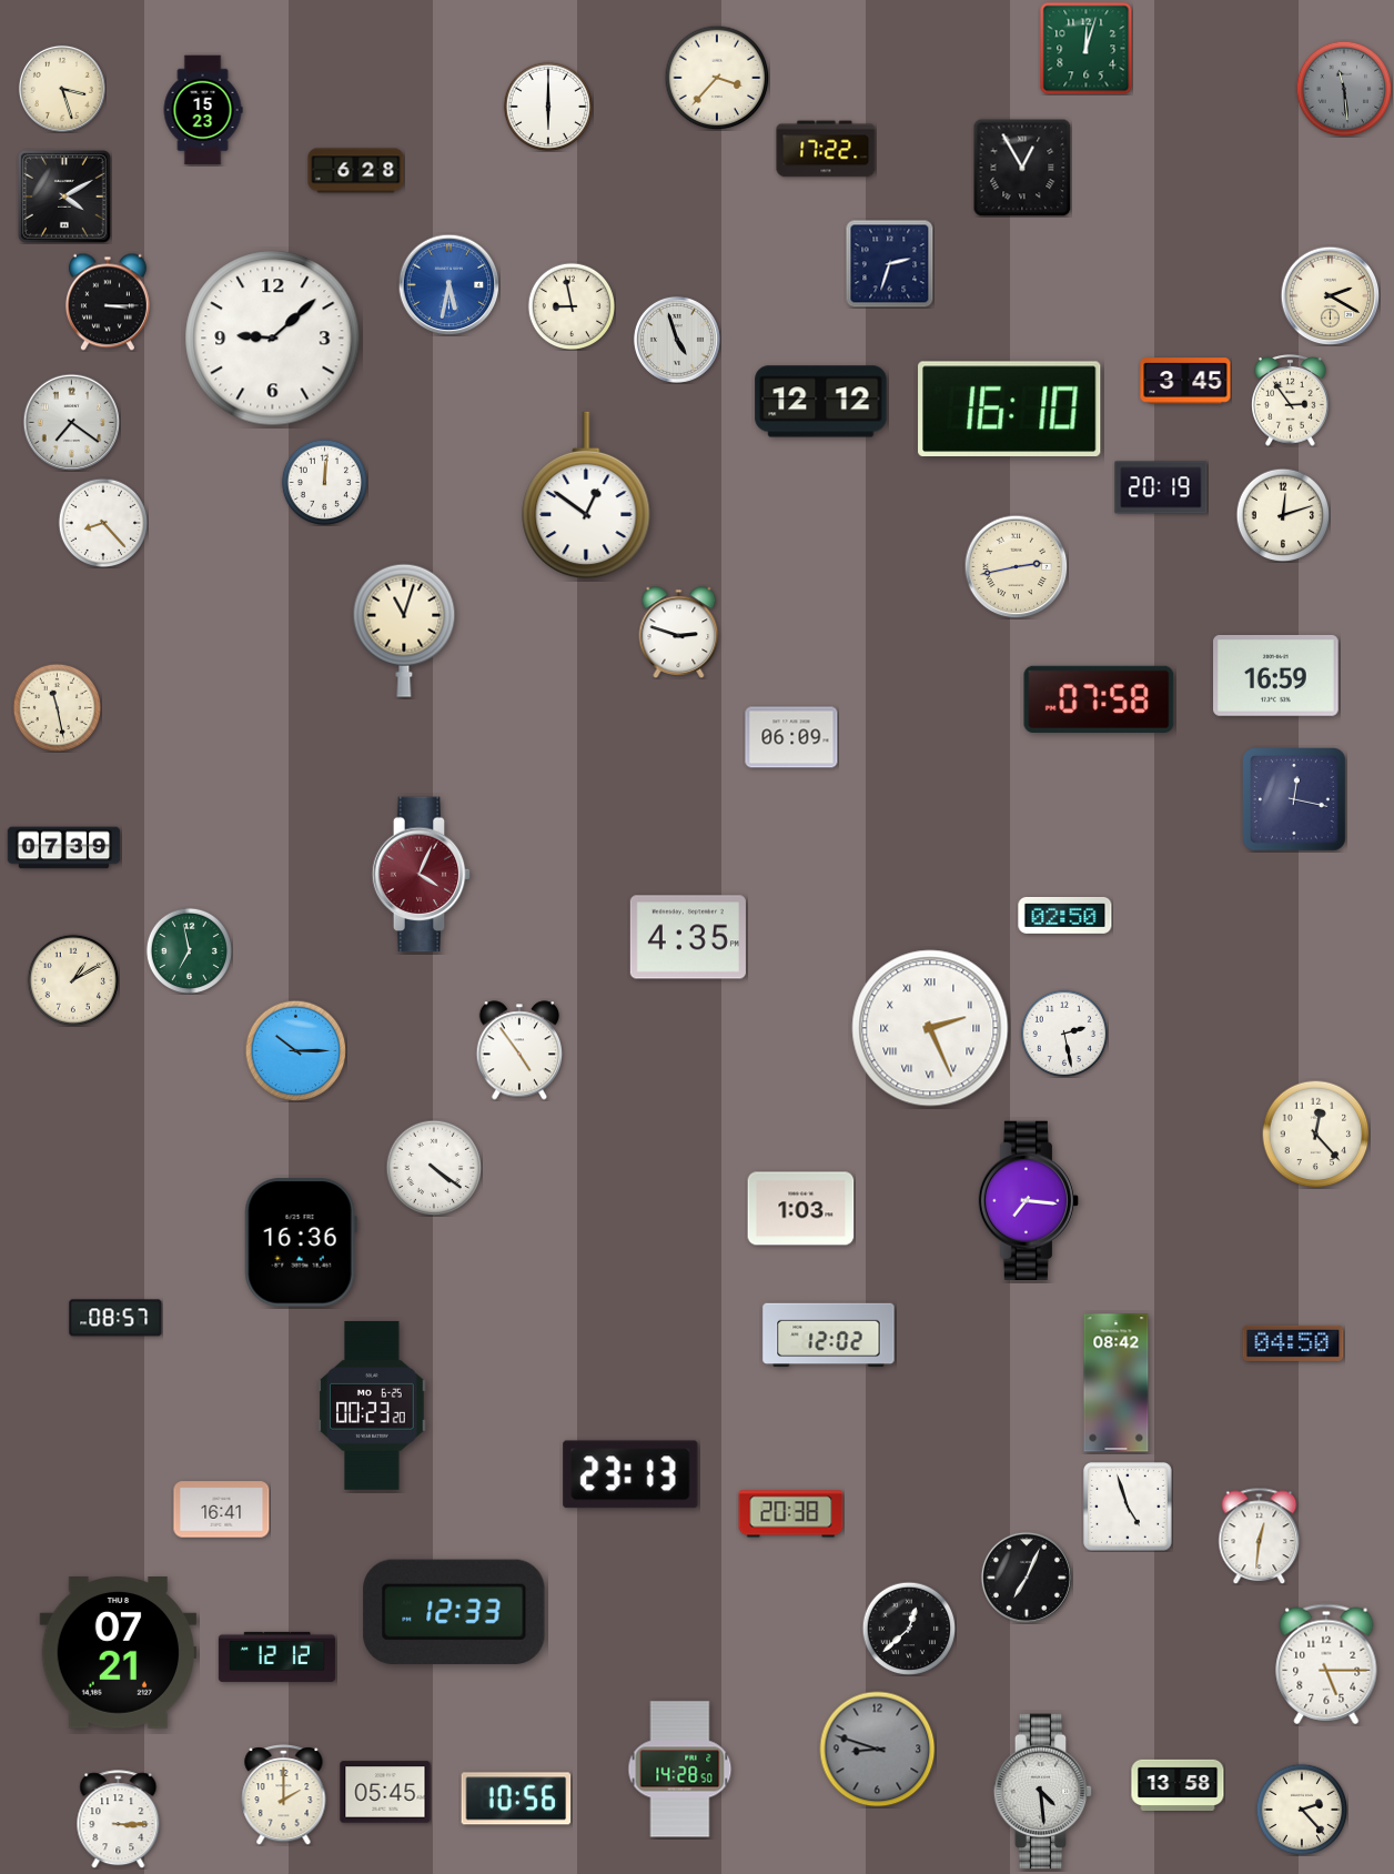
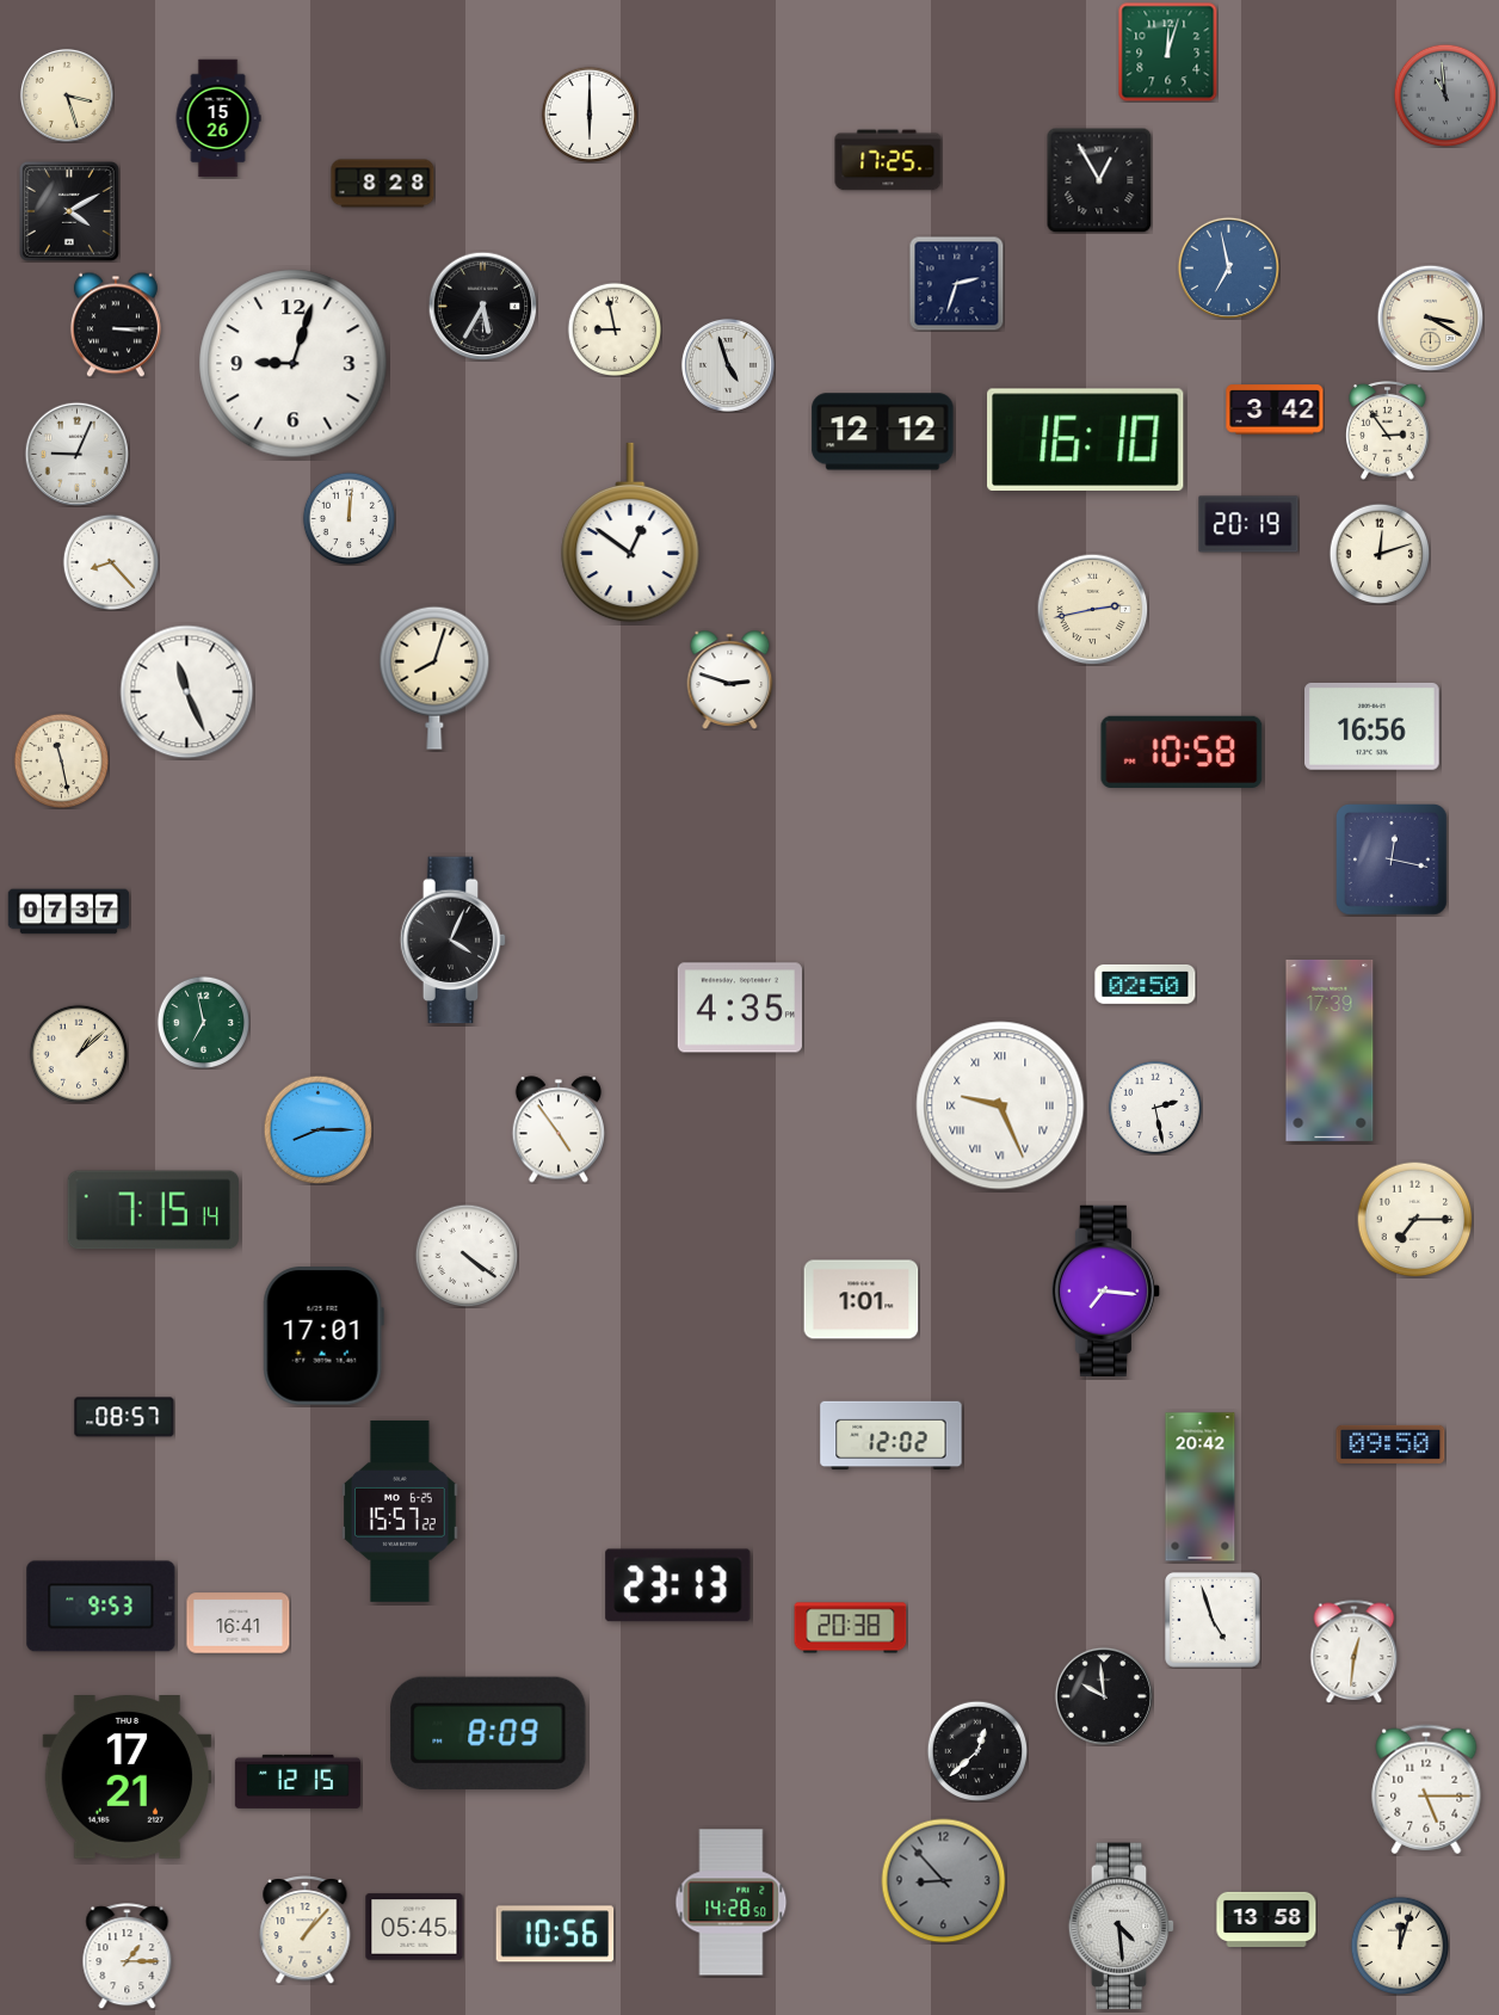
clock at (717, 78): 3:37 -> none
clock at (1344, 89): 11:29 -> 10:59
clock at (203, 110): 15:23 -> 15:26
clock at (826, 149): 17:22 -> 17:25
clock at (356, 171): 6:28 -> 8:28
clock at (1228, 267): none -> 6:58
clock at (448, 284): 5:32 -> 5:35
clock at (448, 284) dial: blue -> black
clock at (1330, 295): 2:20 -> 3:20
clock at (273, 339): 9:08 -> 9:03
clock at (1185, 381): 3:45 -> 3:42
clock at (71, 422): 7:21 -> 9:04
clock at (404, 631): 11:03 -> 8:03
clock at (187, 692): none -> 11:26
clock at (1276, 675): 16:59 -> 16:56
clock at (1099, 699): 07:58 -> 10:58
clock at (791, 737): 06:09 -> none
clock at (64, 848): 07:39 -> 07:37
clock at (422, 875) dial: burgundy -> black
clock at (1330, 1050): none -> 17:39
clock at (73, 980): 1:10 -> 1:08
clock at (930, 1028): 2:26 -> 9:26
clock at (1063, 1032) position: (1063, 1032) -> (1154, 1107)
clock at (295, 1050): 10:15 -> 8:15
clock at (153, 1210): none -> 7:15
clock at (1315, 1134): 12:23 -> 7:15
clock at (801, 1209): 1:03 -> 1:01
clock at (301, 1242): 16:36 -> 17:01
clock at (1293, 1343): 04:50 -> 09:50
clock at (1117, 1383): 08:42 -> 20:42
clock at (372, 1405): 00:23 -> 15:57
clock at (101, 1607): none -> 9:53
clock at (1027, 1578): 7:04 -> 9:59
clock at (454, 1612): 12:33 -> 8:09
clock at (119, 1653): 07:21 -> 17:21
clock at (276, 1656): 12:12 -> 12:15
clock at (878, 1750): 8:48 -> 8:53
clock at (284, 1795): 2:00 -> 1:07
clock at (1302, 1810): 2:23 -> 12:03
clock at (119, 1820): 3:15 -> 1:15
